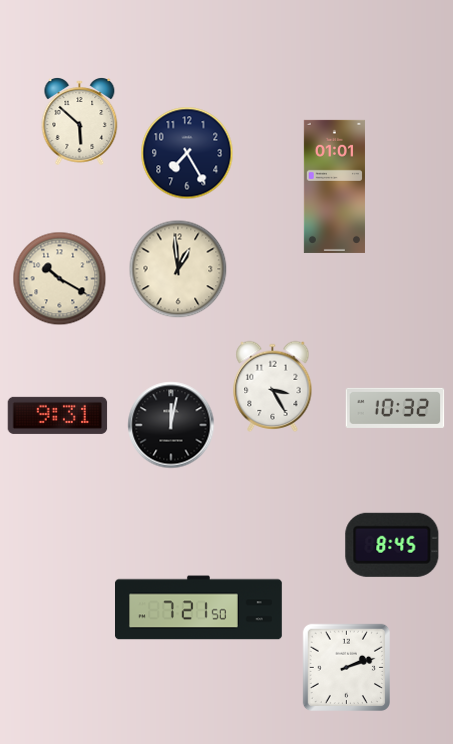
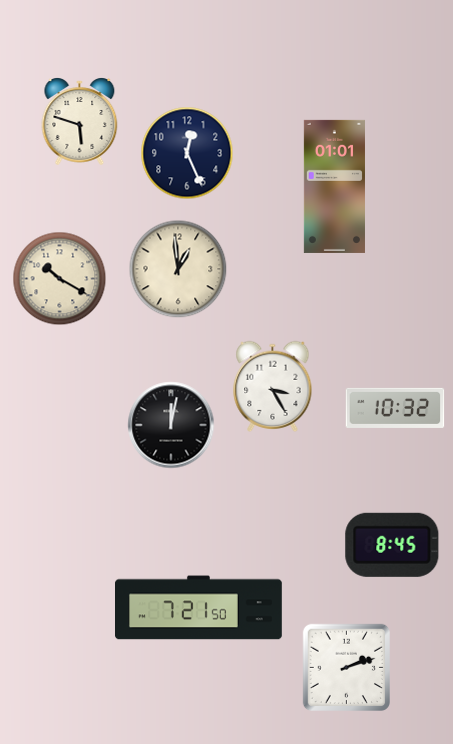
clock at (80, 122): 5:52 -> 5:48
clock at (187, 153): 7:25 -> 12:26
clock at (58, 415): 9:31 -> none
